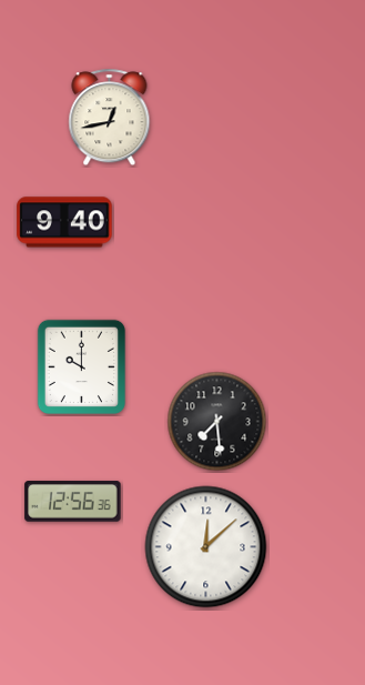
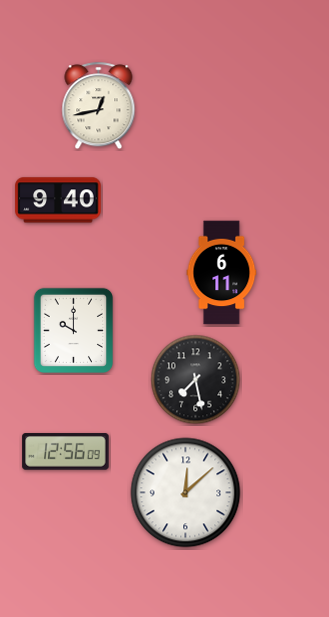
clock at (222, 273): none -> 6:11
clock at (217, 422): 7:29 -> 7:28
clock at (73, 502): 12:56:36 -> 12:56:09
